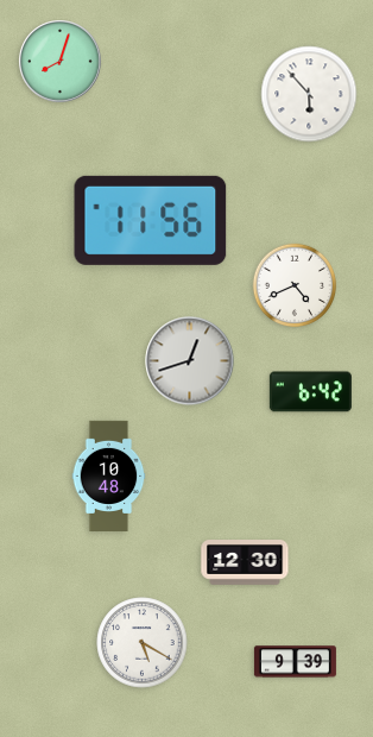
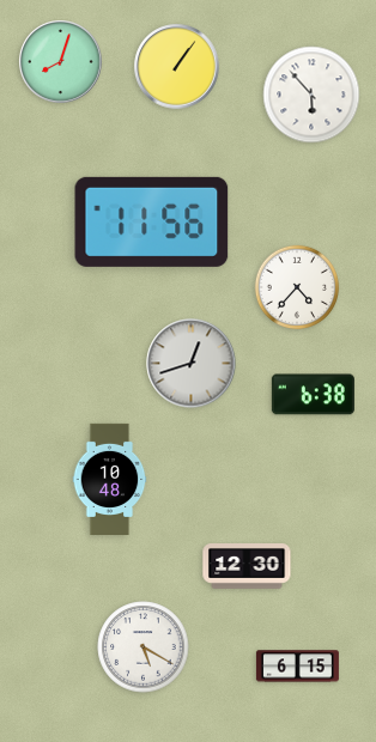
clock at (177, 67): none -> 1:06
clock at (295, 285): 4:41 -> 4:37
clock at (310, 392): 6:42 -> 6:38
clock at (295, 662): 9:39 -> 6:15
